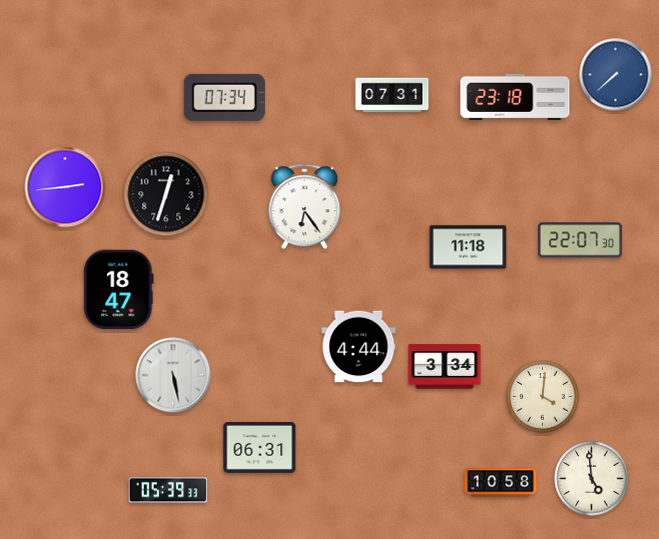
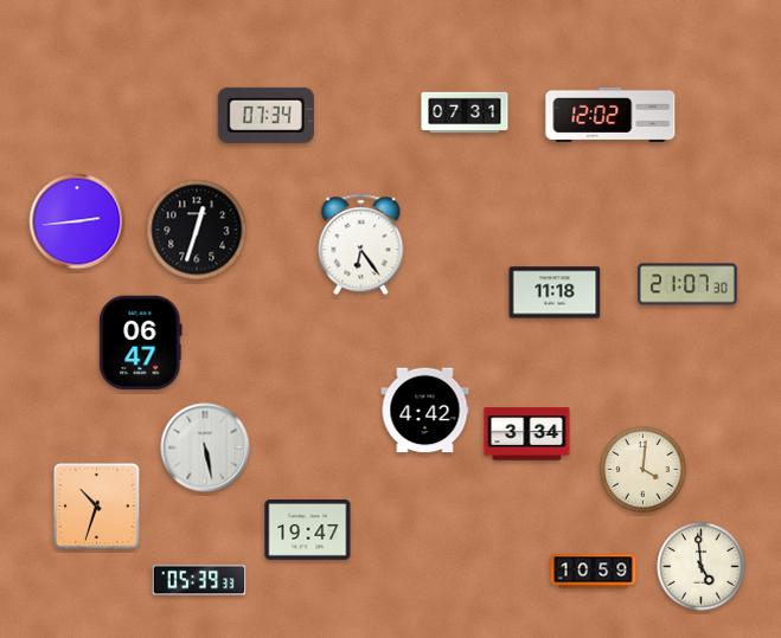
clock at (616, 75): 7:38 -> none
clock at (515, 97): 23:18 -> 12:02
clock at (581, 240): 22:07 -> 21:07
clock at (119, 290): 18:47 -> 06:47
clock at (359, 347): 4:44 -> 4:42
clock at (173, 375) position: (173, 375) -> (205, 447)
clock at (97, 507): none -> 10:33
clock at (260, 448): 06:31 -> 19:47
clock at (501, 483): 10:58 -> 10:59
